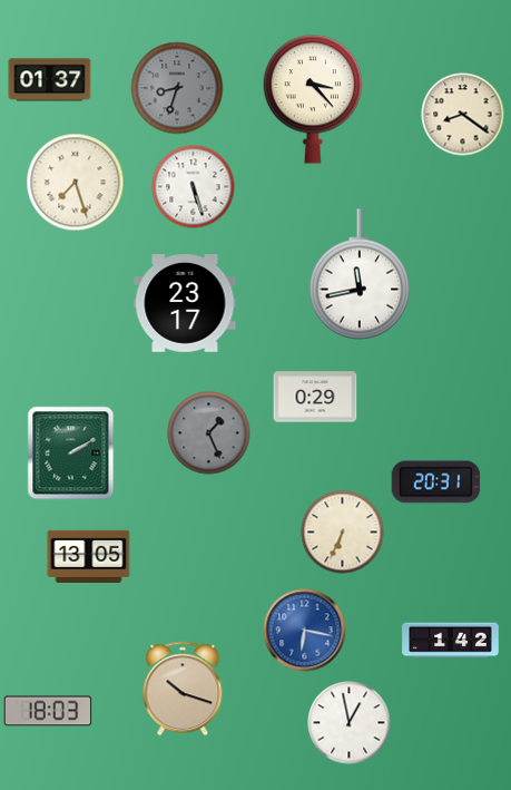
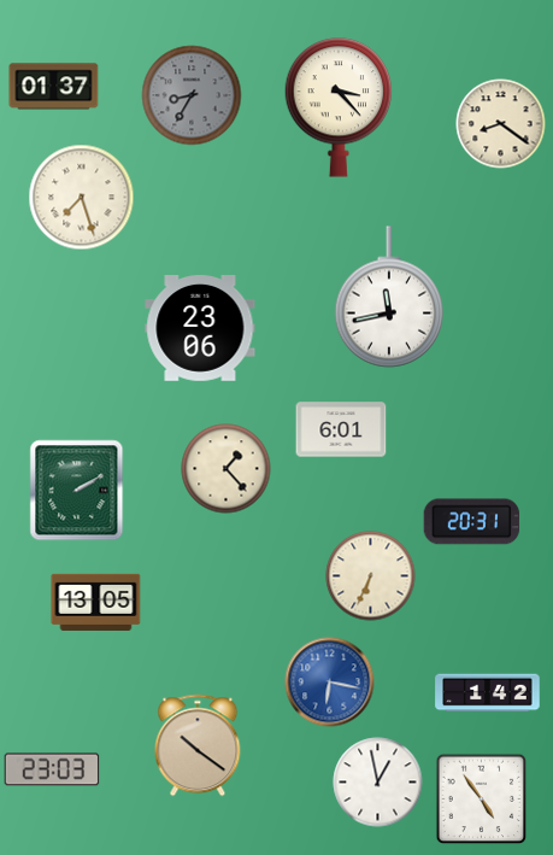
clock at (177, 88): 8:33 -> 8:35
clock at (194, 187): 5:27 -> none
clock at (185, 304): 23:17 -> 23:06
clock at (315, 397): 0:29 -> 6:01
clock at (209, 433): 1:26 -> 1:23
clock at (209, 433) dial: grey -> cream
clock at (183, 689): 10:18 -> 10:21
clock at (48, 711): 18:03 -> 23:03
clock at (482, 800): none -> 4:54
